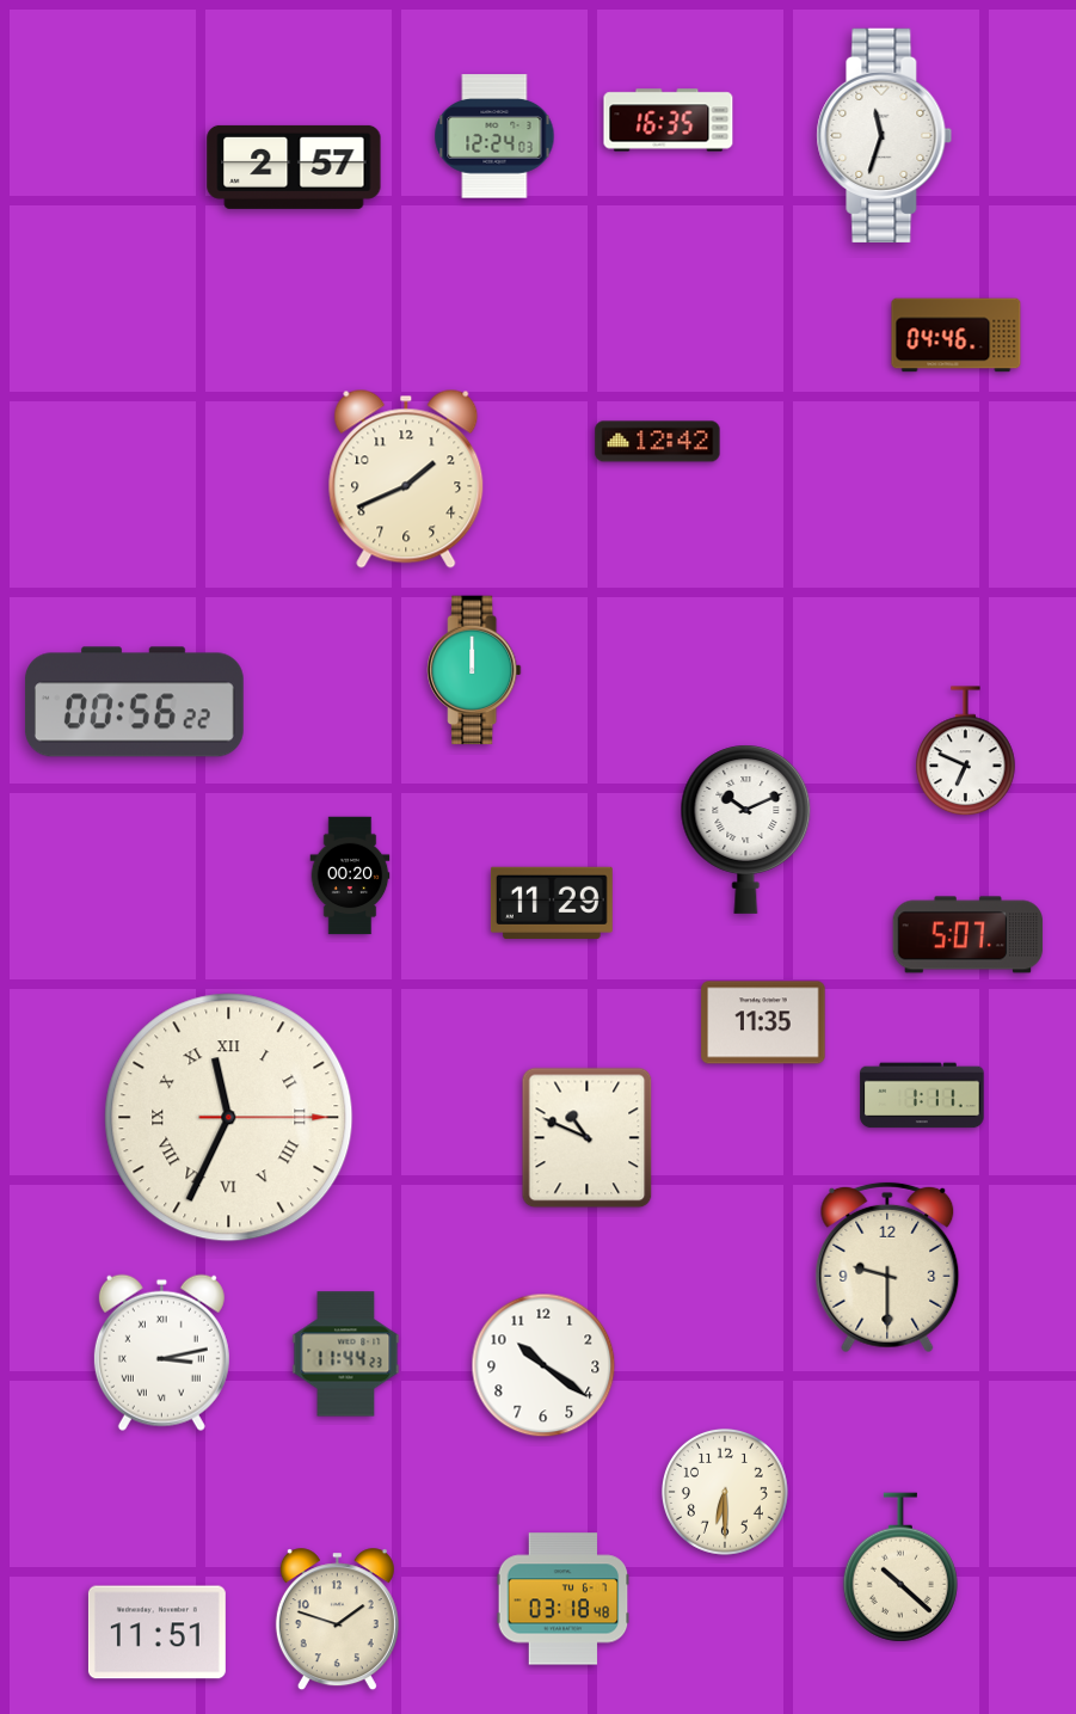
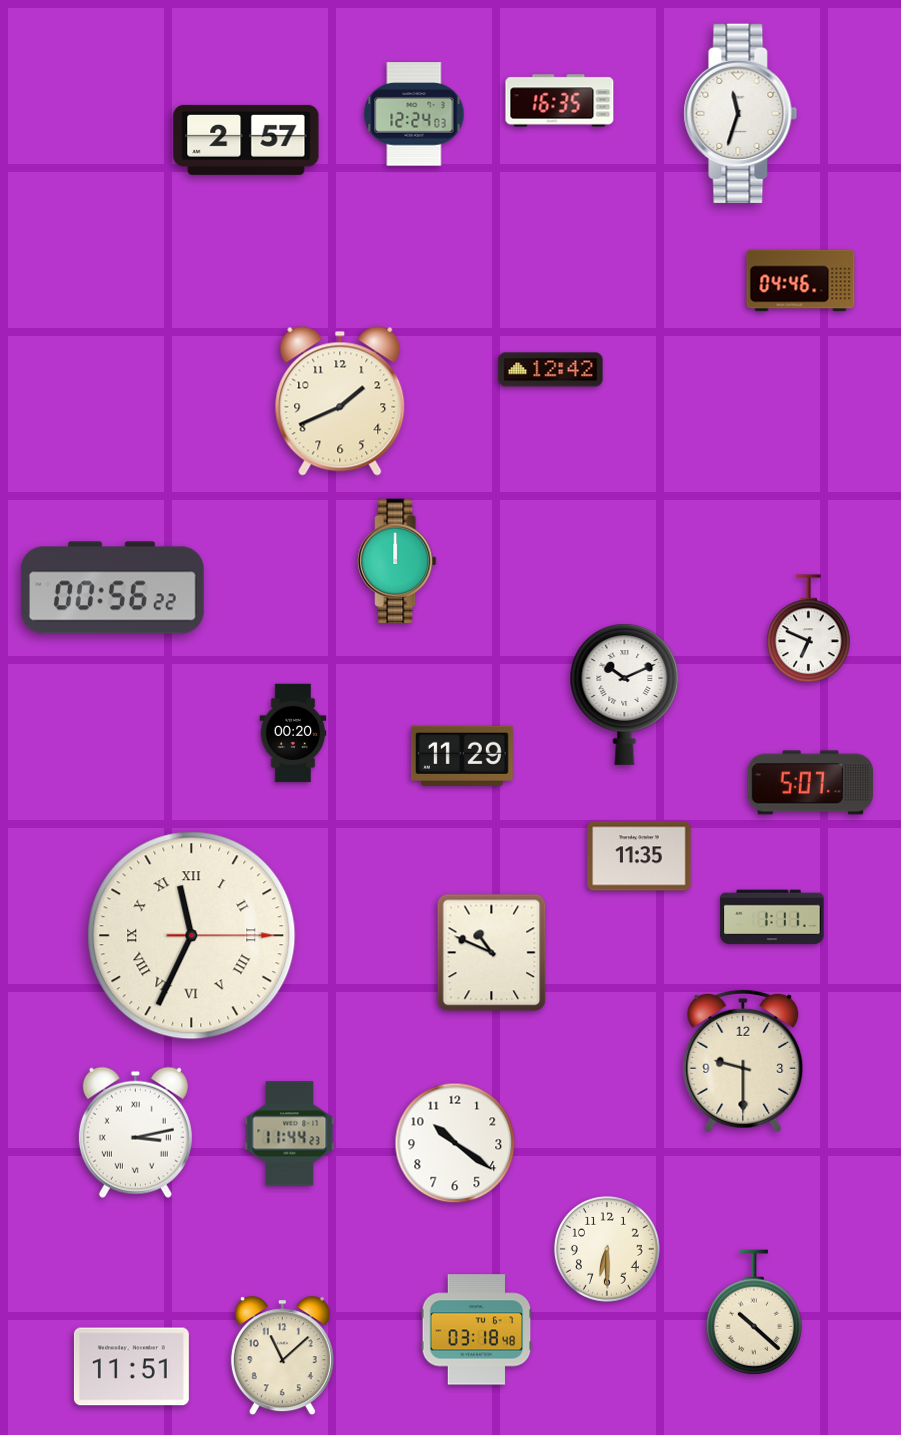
clock at (564, 1599) position: (564, 1599) -> (477, 1330)
clock at (337, 1620): 1:48 -> 11:08
